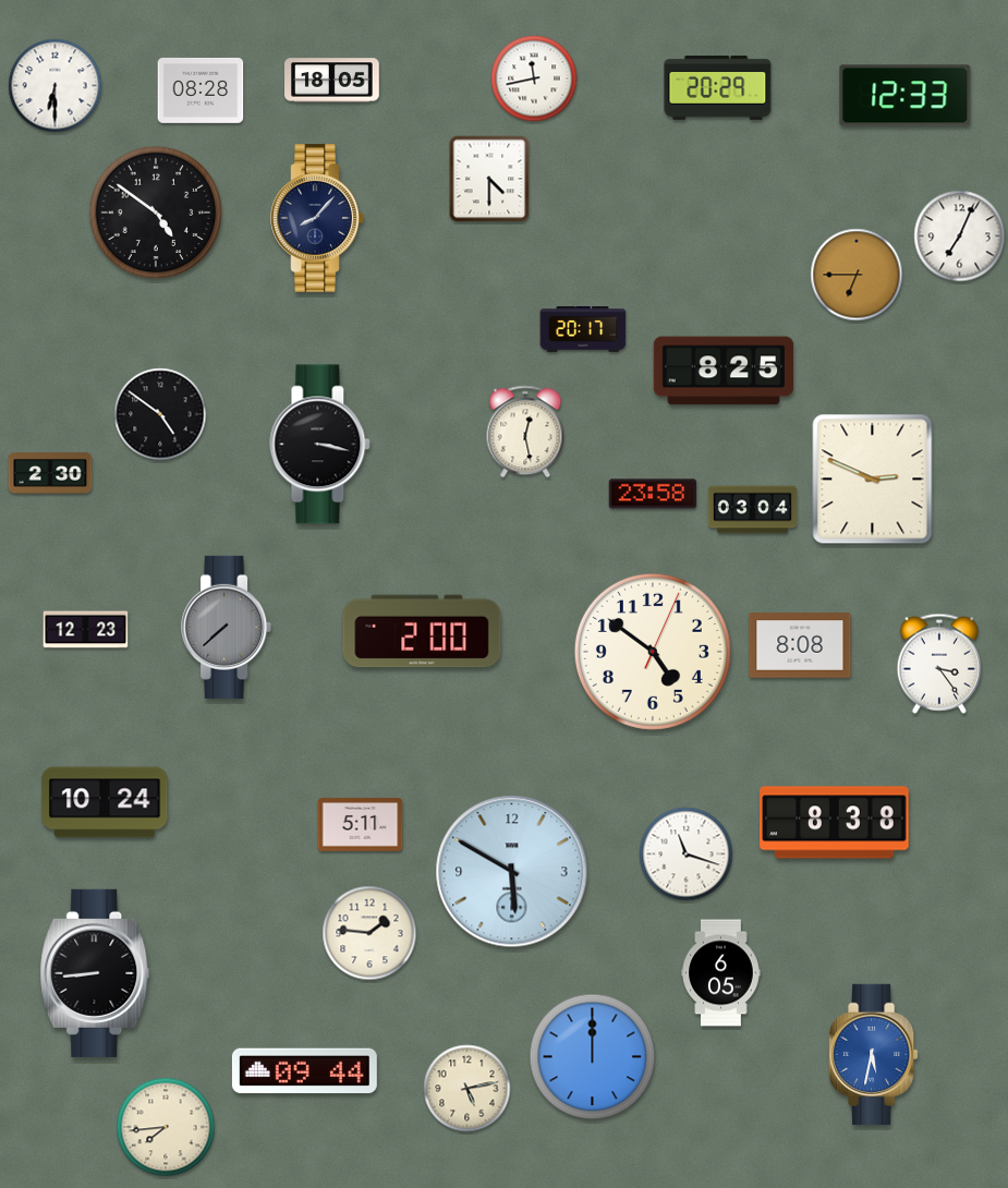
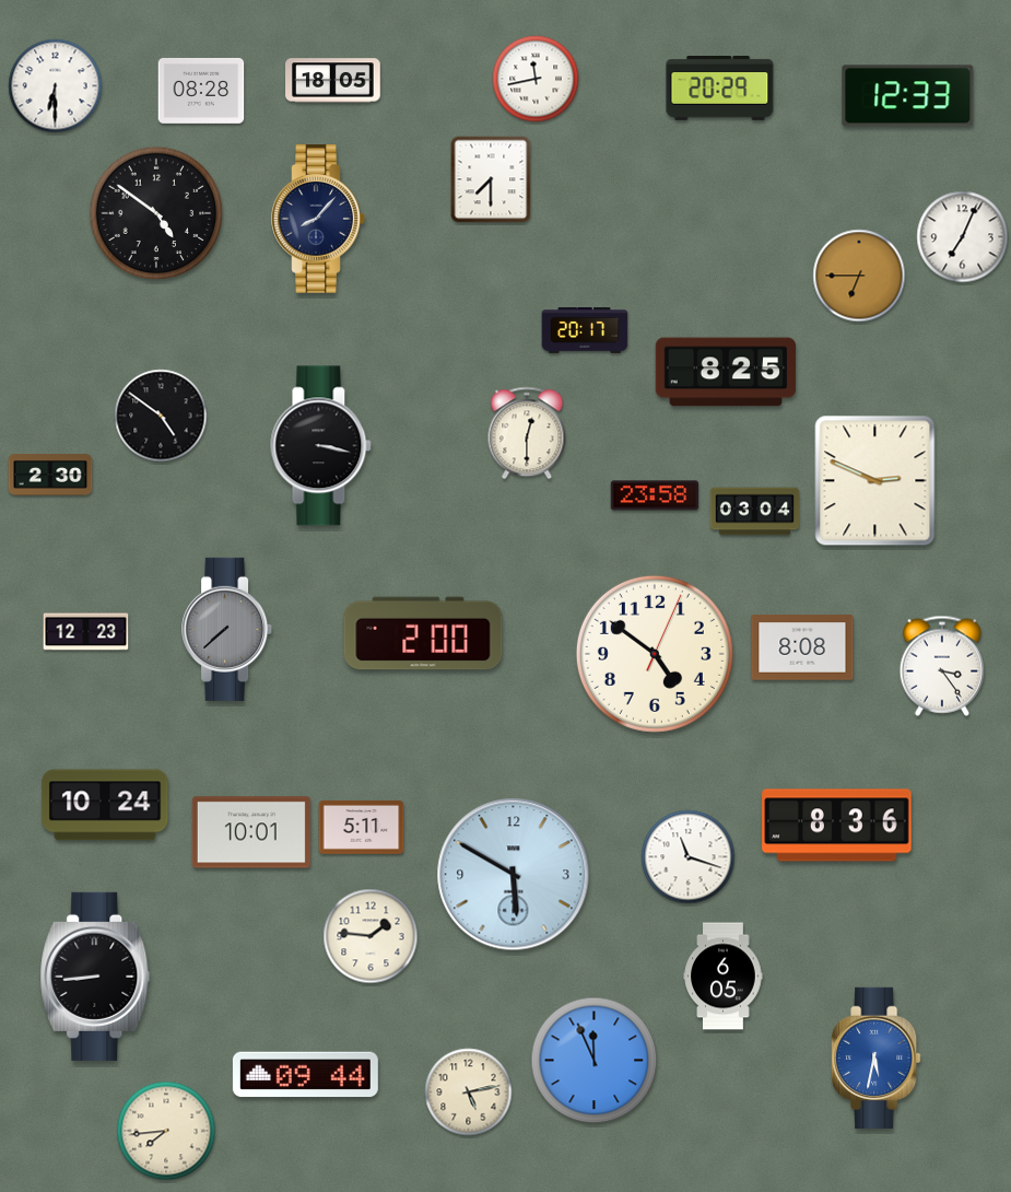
clock at (489, 179): 4:30 -> 7:30
clock at (525, 432): 12:28 -> 12:30
clock at (835, 823): 8:38 -> 8:36
clock at (251, 832): none -> 10:01
clock at (593, 1057): 12:00 -> 11:56
